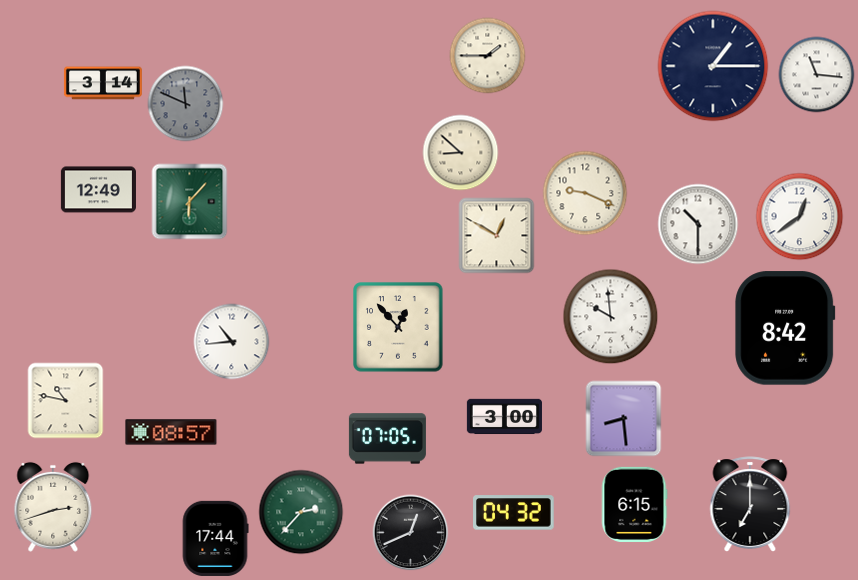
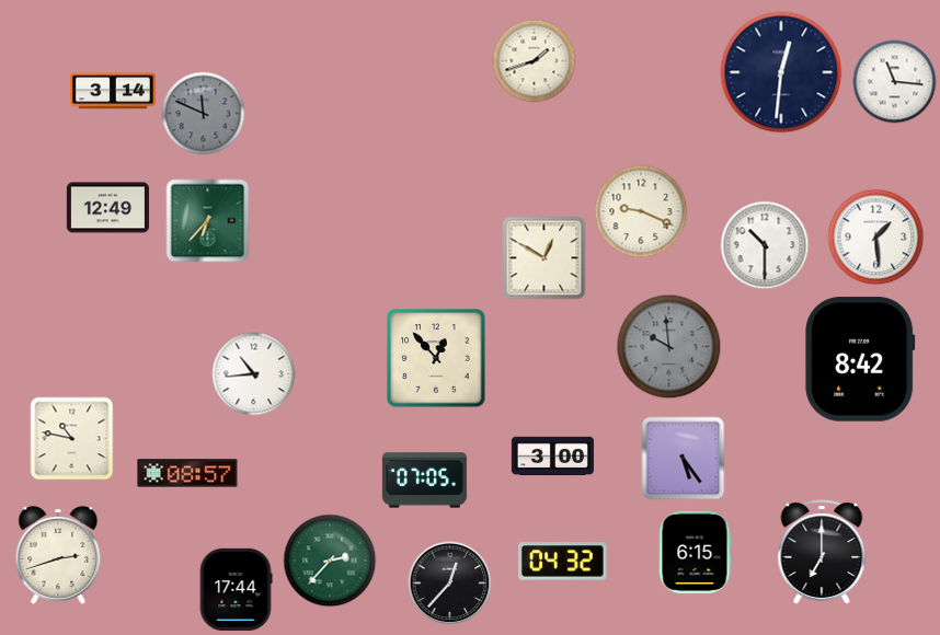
clock at (488, 56): 1:45 -> 1:42
clock at (713, 66): 1:15 -> 12:31
clock at (461, 153): 8:52 -> none
clock at (190, 202): 6:07 -> 6:37
clock at (800, 217): 12:39 -> 1:29
clock at (611, 317) dial: white -> grey
clock at (624, 419): 8:29 -> 5:24
clock at (411, 533): 12:41 -> 12:37
